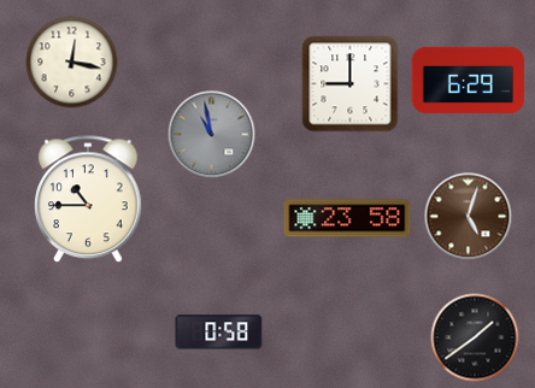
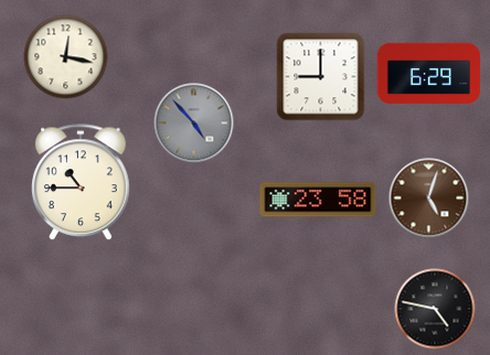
clock at (212, 135): 10:58 -> 4:53
clock at (219, 333): 0:58 -> none
clock at (475, 337): 1:39 -> 4:47
